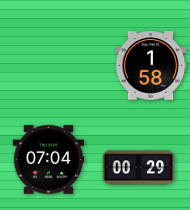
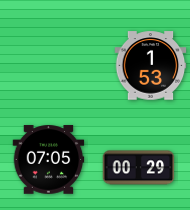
clock at (151, 66): 1:58 -> 1:53
clock at (49, 160): 07:04 -> 07:05
